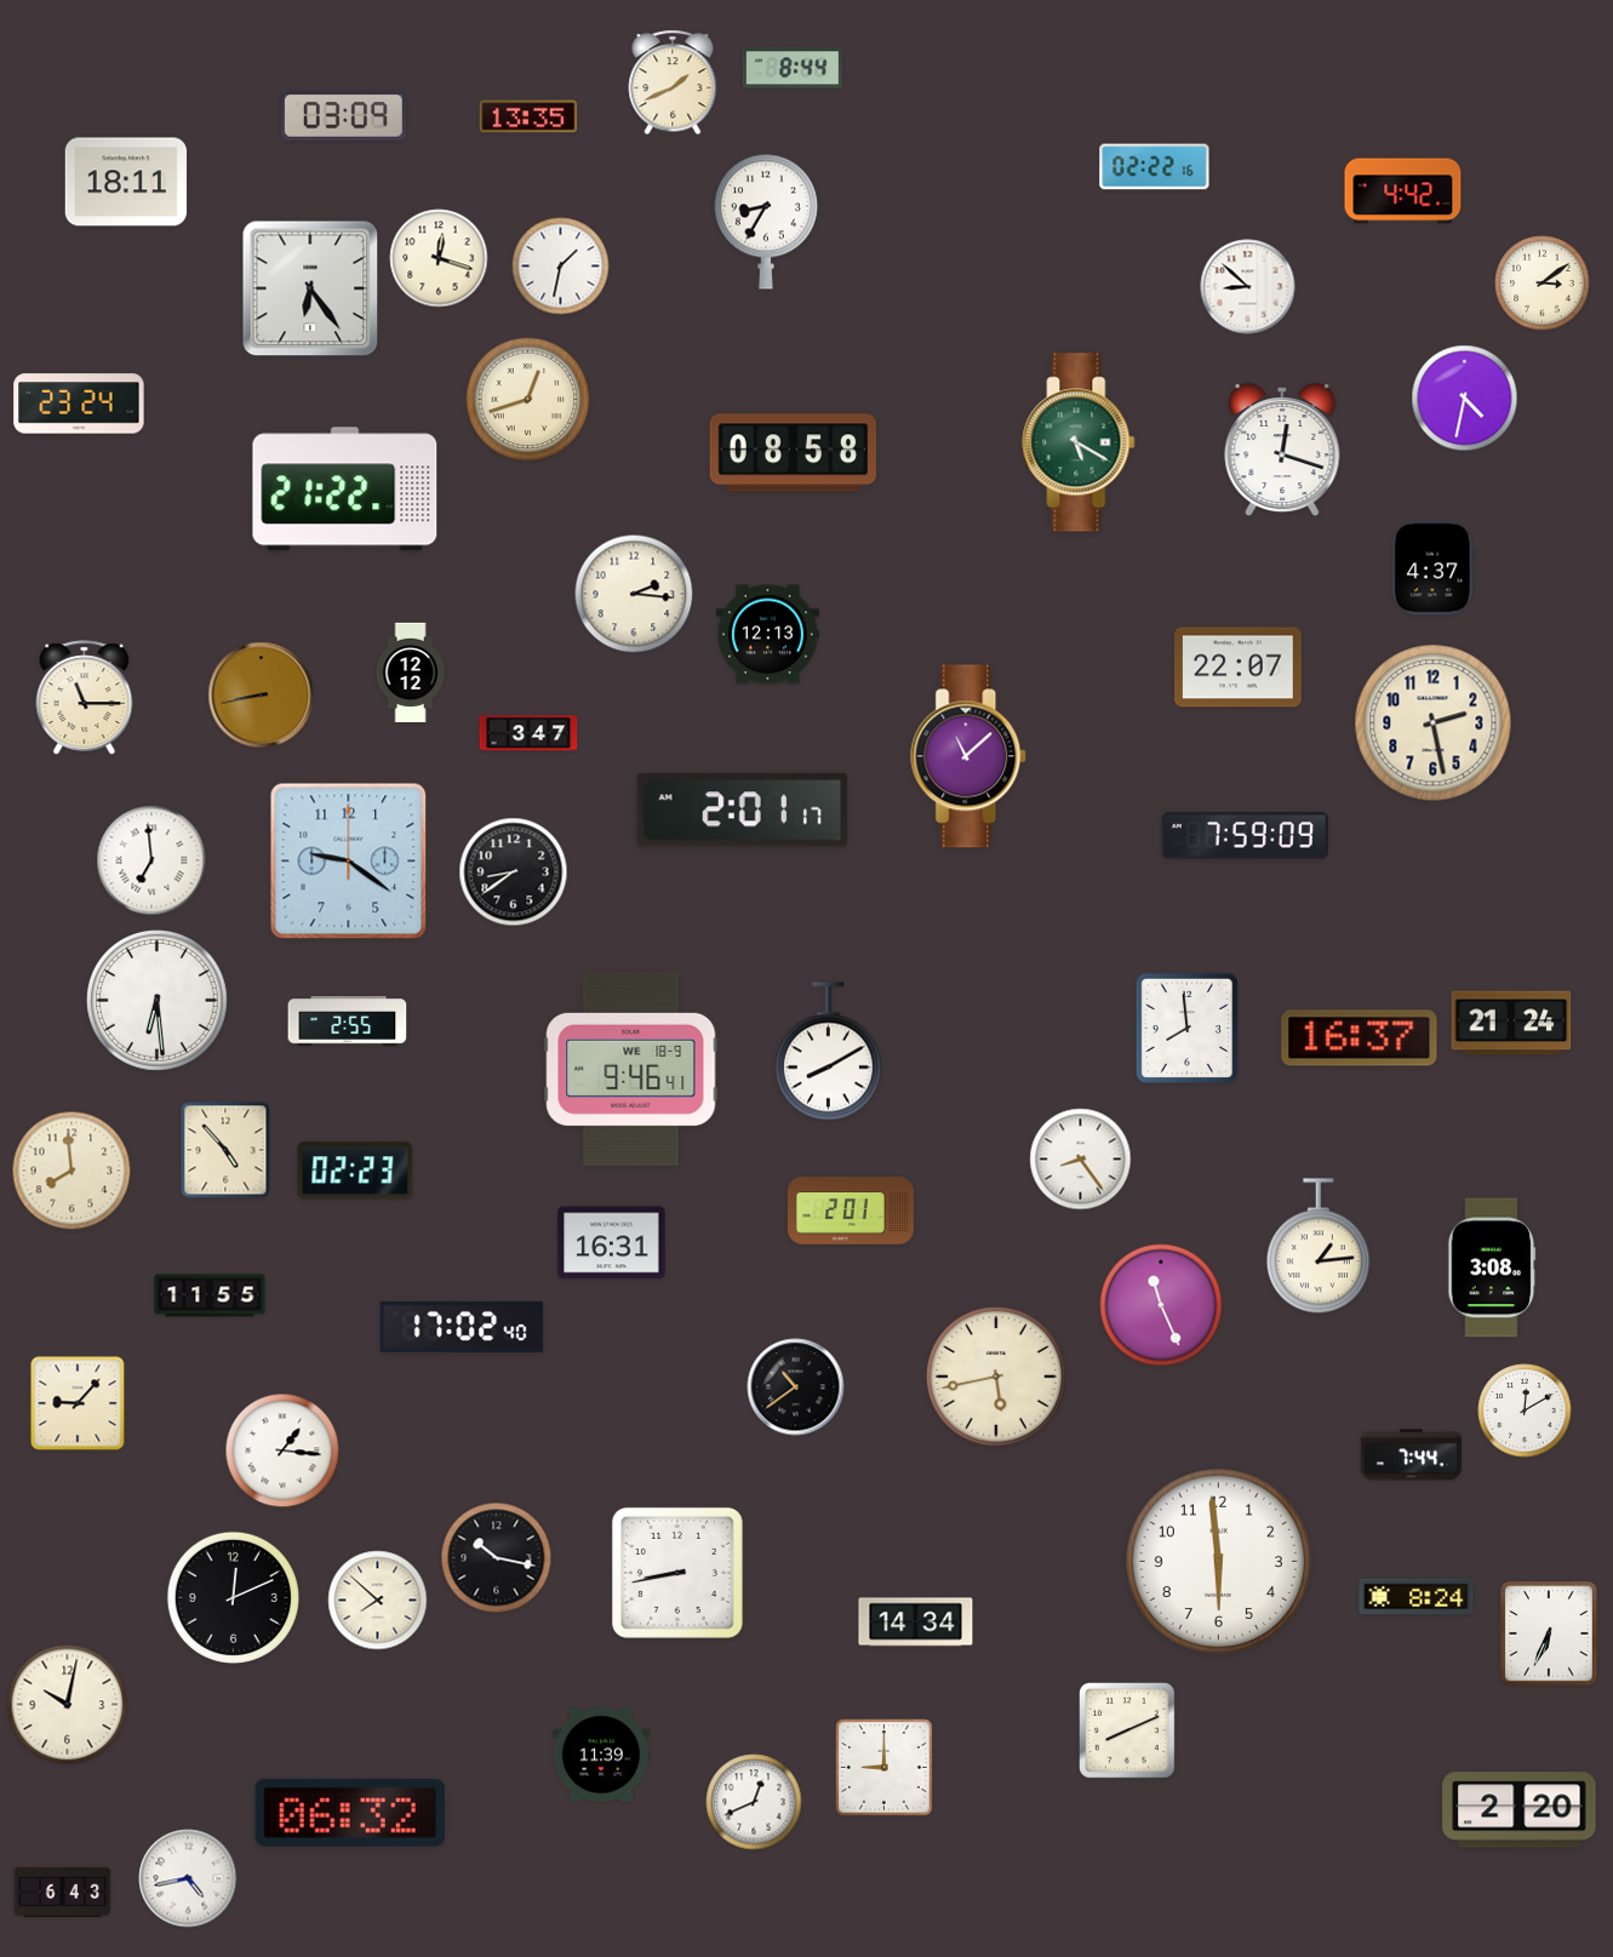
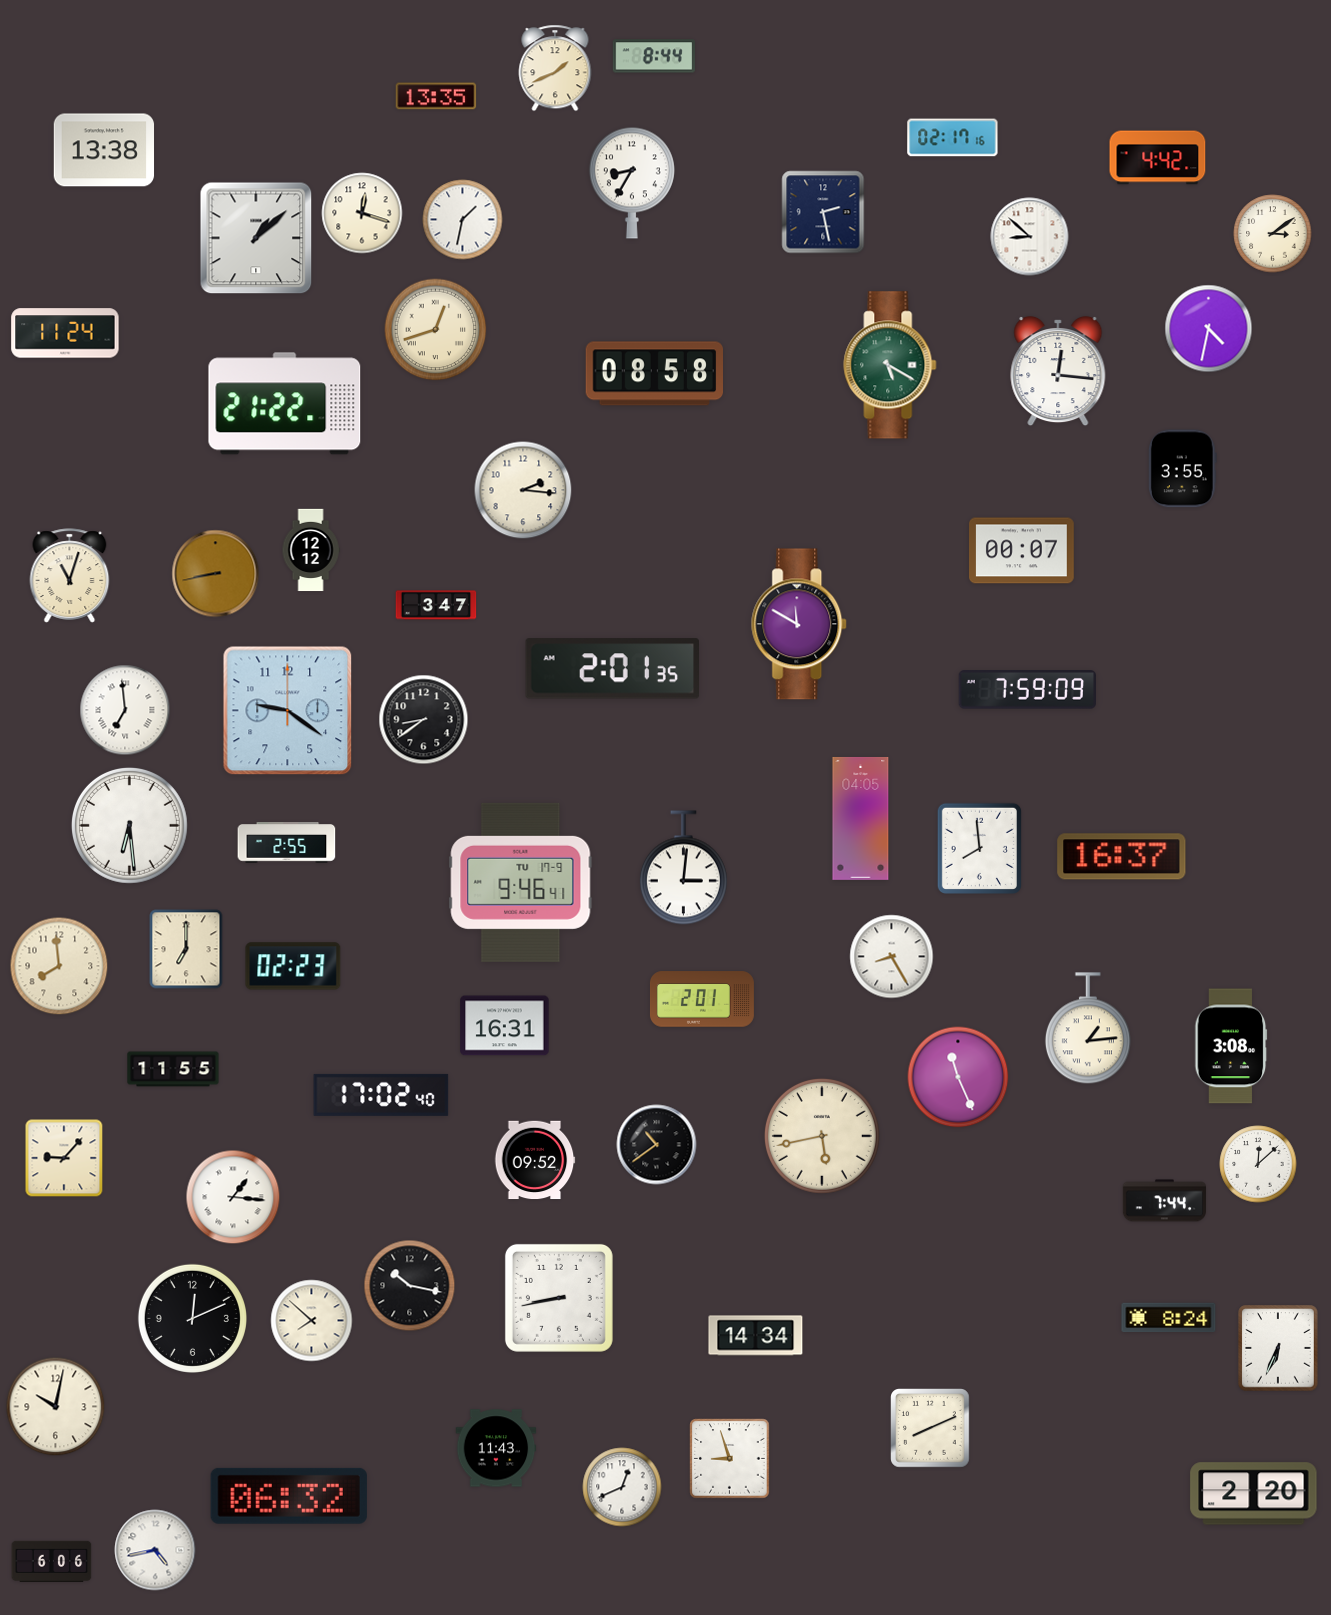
clock at (343, 116): 03:09 -> none
clock at (1155, 167): 02:22 -> 02:17
clock at (126, 182): 18:11 -> 13:38
clock at (823, 212): none -> 2:28
clock at (310, 288): 6:24 -> 1:08
clock at (79, 404): 23:24 -> 11:24
clock at (1282, 450): 12:18 -> 12:16
clock at (1432, 568): 4:37 -> 3:55
clock at (767, 635): 12:13 -> none
clock at (1239, 668): 22:07 -> 00:07
clock at (411, 673) position: (411, 673) -> (311, 550)
clock at (85, 698): 11:15 -> 11:03
clock at (1434, 723): 2:28 -> none
clock at (969, 756): 11:08 -> 11:50
clock at (743, 811): 2:01:17 -> 2:01:35
clock at (861, 818): none -> 04:05
clock at (1511, 1023): 21:24 -> none
clock at (828, 1052): 8:10 -> 3:01
clock at (631, 1069) date: WE 18-9 -> TU 17-9
clock at (225, 1150): 4:53 -> 7:00
clock at (1081, 1160): 8:24 -> 8:25
clock at (535, 1160): none -> 09:52
clock at (1525, 1410): 12:10 -> 12:08
clock at (1218, 1561): 5:59 -> none
clock at (916, 1623) position: (916, 1623) -> (756, 1336)
clock at (601, 1755): 11:39 -> 11:43
clock at (885, 1768): 9:00 -> 8:57
clock at (63, 1892): 6:43 -> 6:06
